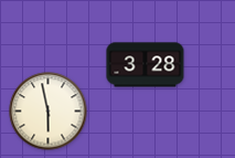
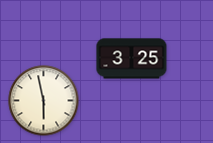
clock at (146, 65): 3:28 -> 3:25
